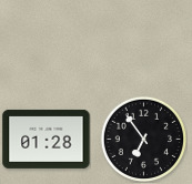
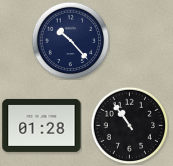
clock at (70, 40): none -> 10:23
clock at (143, 139): 6:54 -> 10:54
